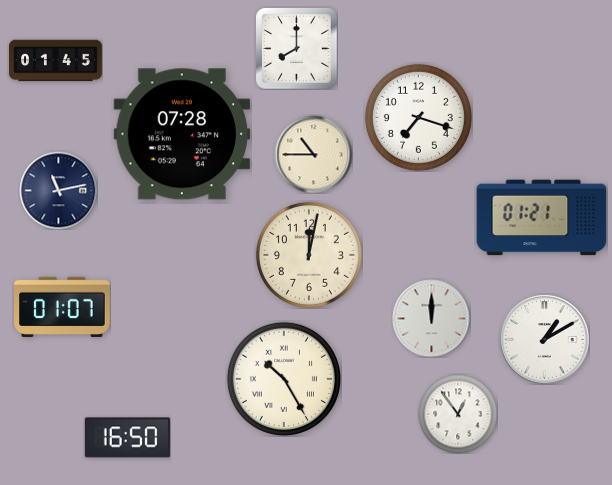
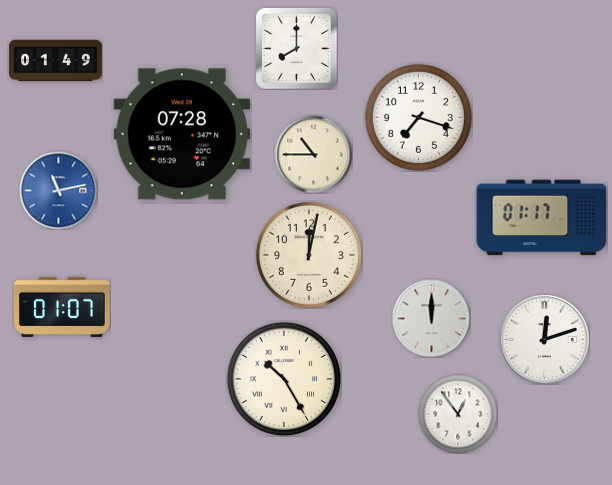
clock at (56, 61): 01:45 -> 01:49
clock at (58, 190) dial: navy -> blue
clock at (542, 218): 01:21 -> 01:17
clock at (544, 339): 1:10 -> 12:12
clock at (127, 438): 16:50 -> none
